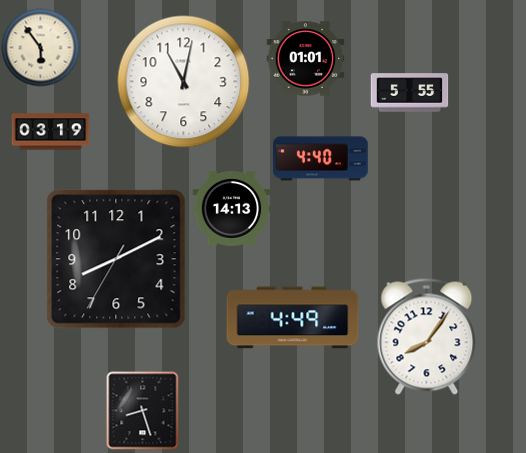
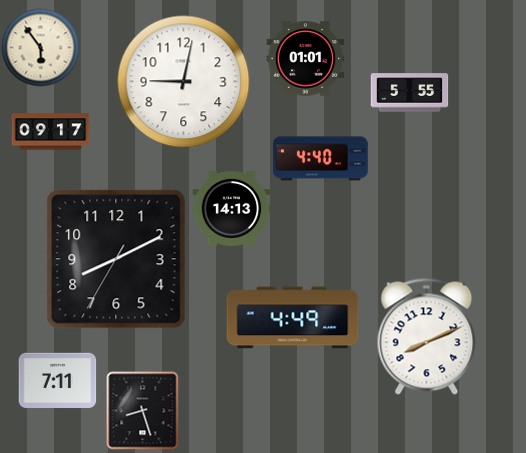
clock at (184, 82): 11:02 -> 9:02
clock at (50, 132): 03:19 -> 09:17
clock at (427, 336): 8:06 -> 8:11
clock at (57, 381): none -> 7:11
